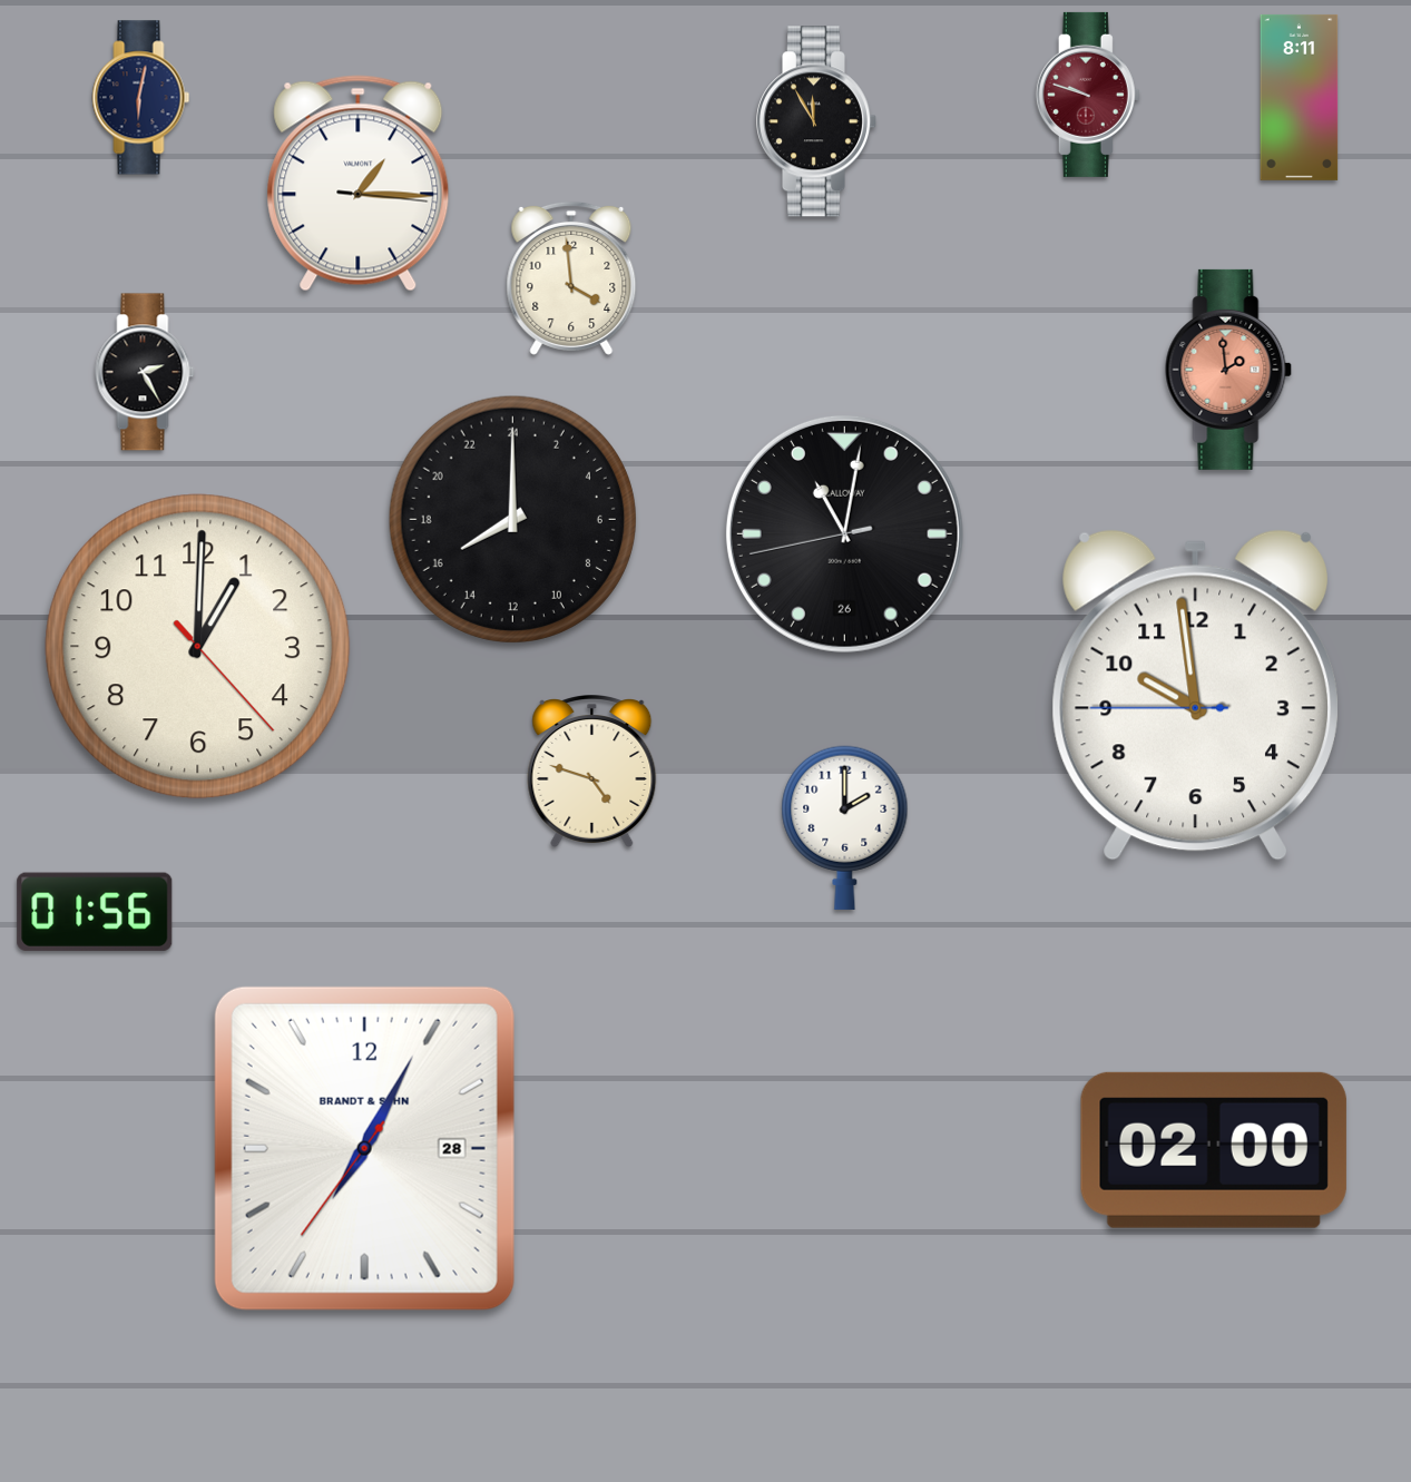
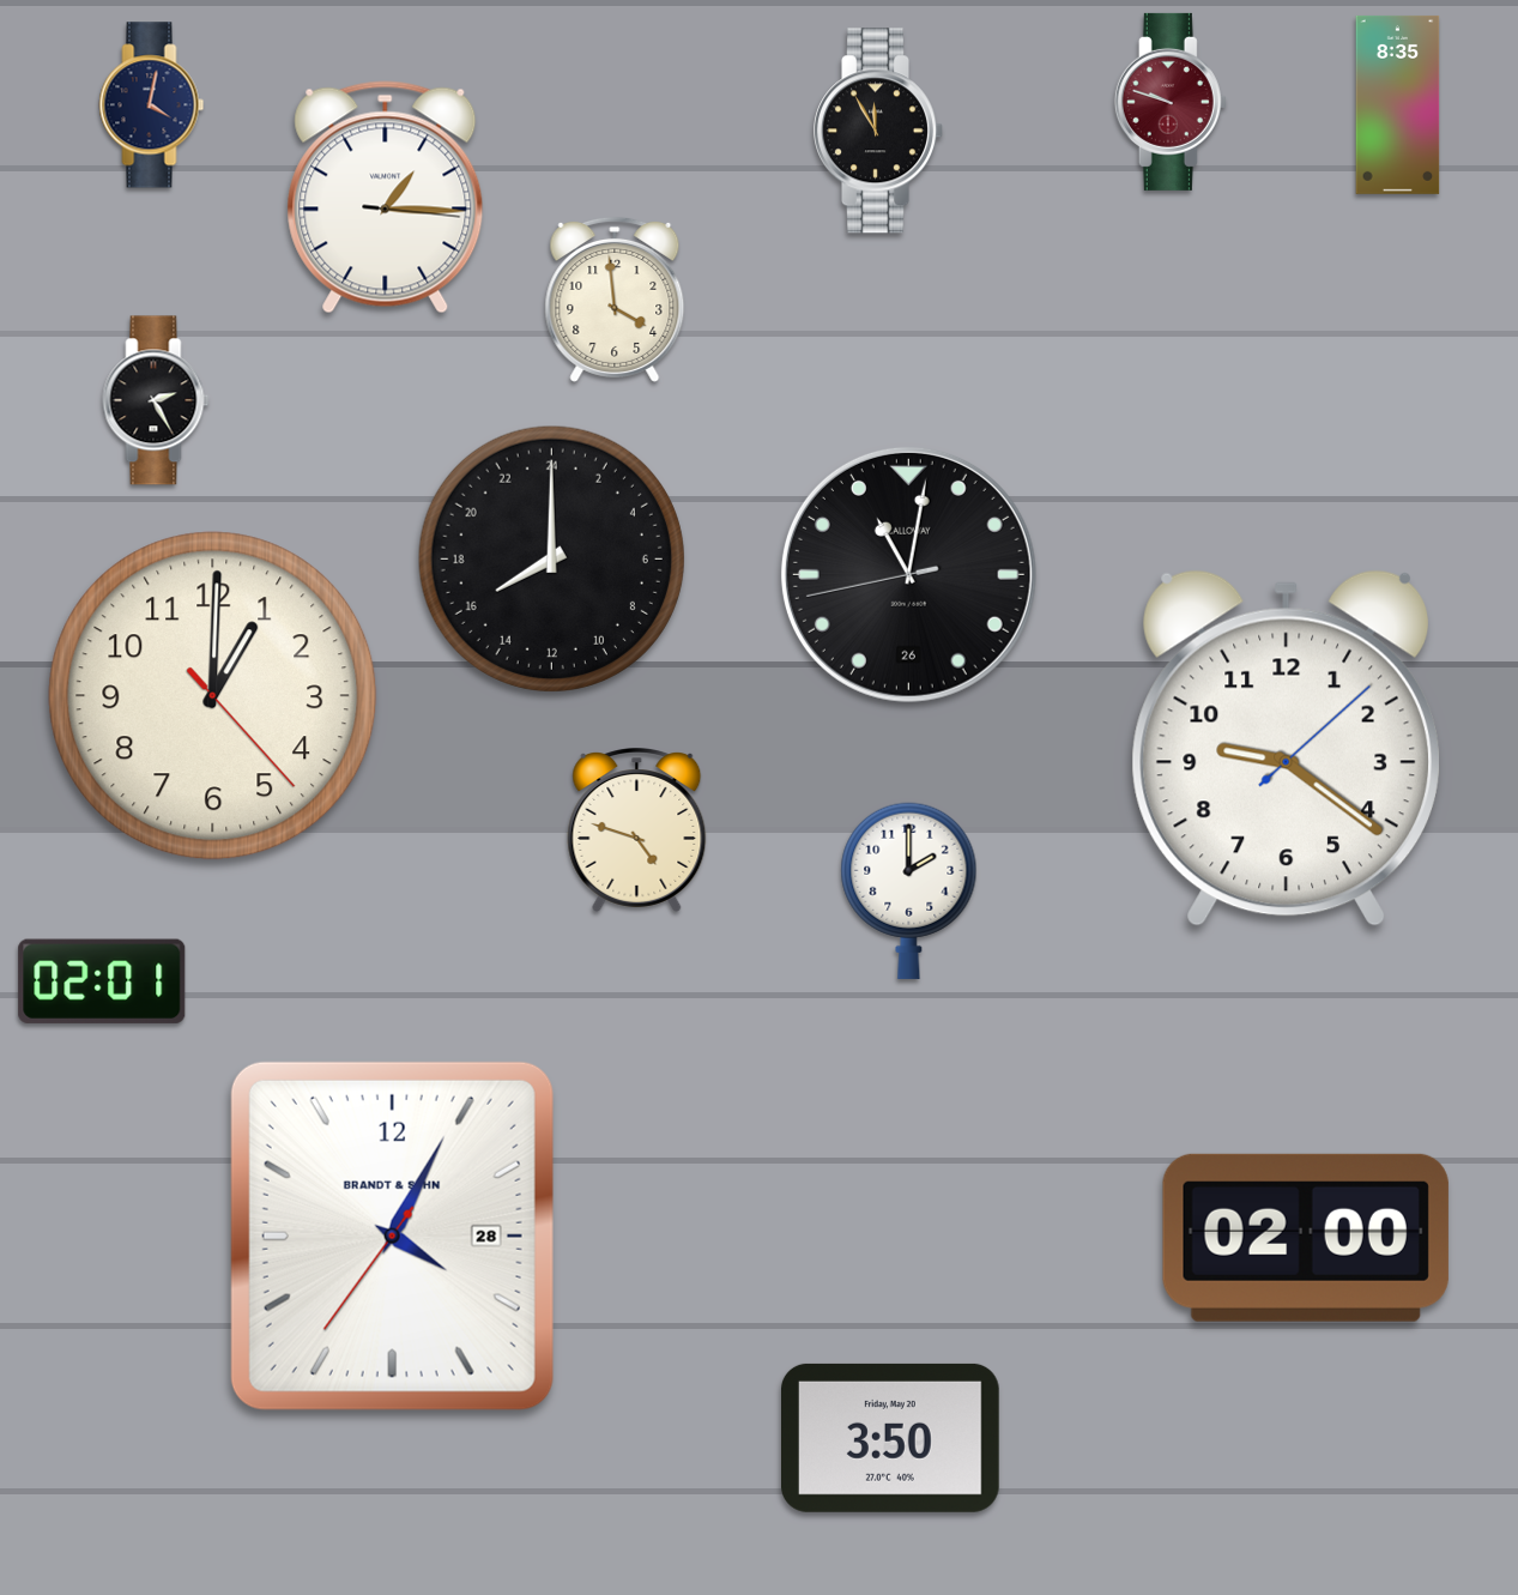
clock at (1300, 97): 8:11 -> 8:35
clock at (141, 98): 6:02 -> 4:02
clock at (1228, 370): 1:59 -> none
clock at (1195, 695): 9:58 -> 9:21
clock at (95, 912): 01:56 -> 02:01
clock at (364, 1148): 7:04 -> 4:04
clock at (891, 1438): none -> 3:50
